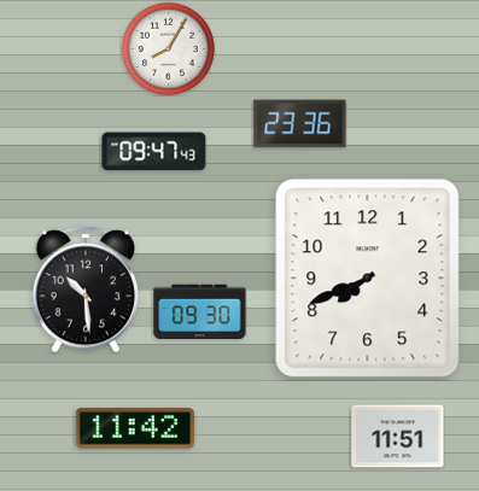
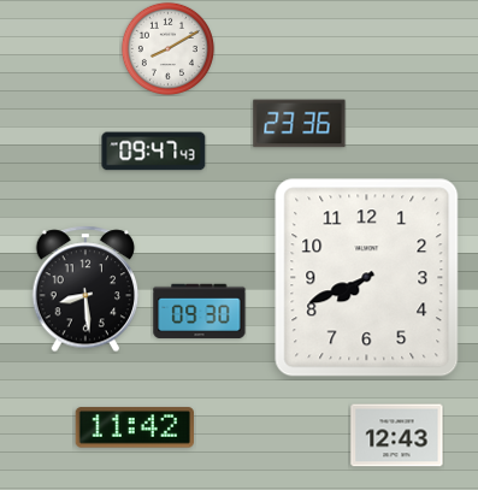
clock at (168, 48): 8:05 -> 8:10
clock at (86, 290): 10:29 -> 8:29
clock at (398, 437): 11:51 -> 12:43
